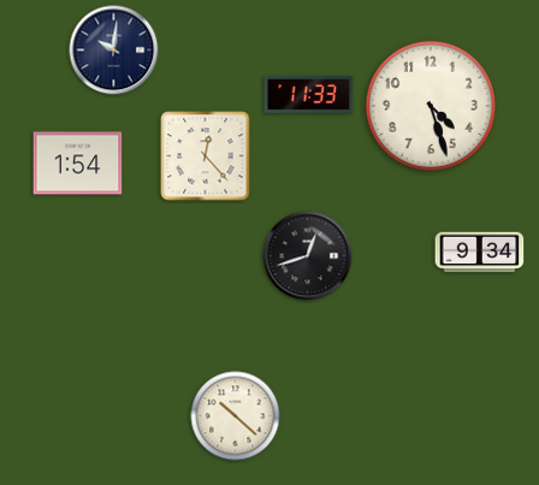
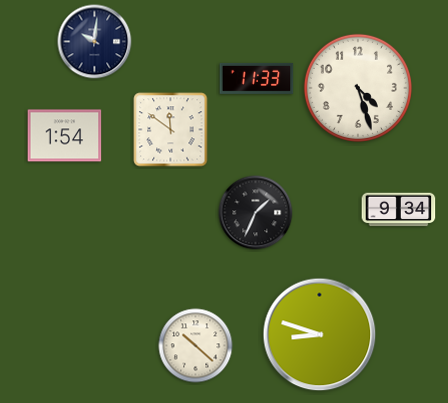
clock at (206, 156): 12:23 -> 11:51
clock at (308, 256): 12:42 -> 1:34
clock at (320, 335): none -> 8:48
